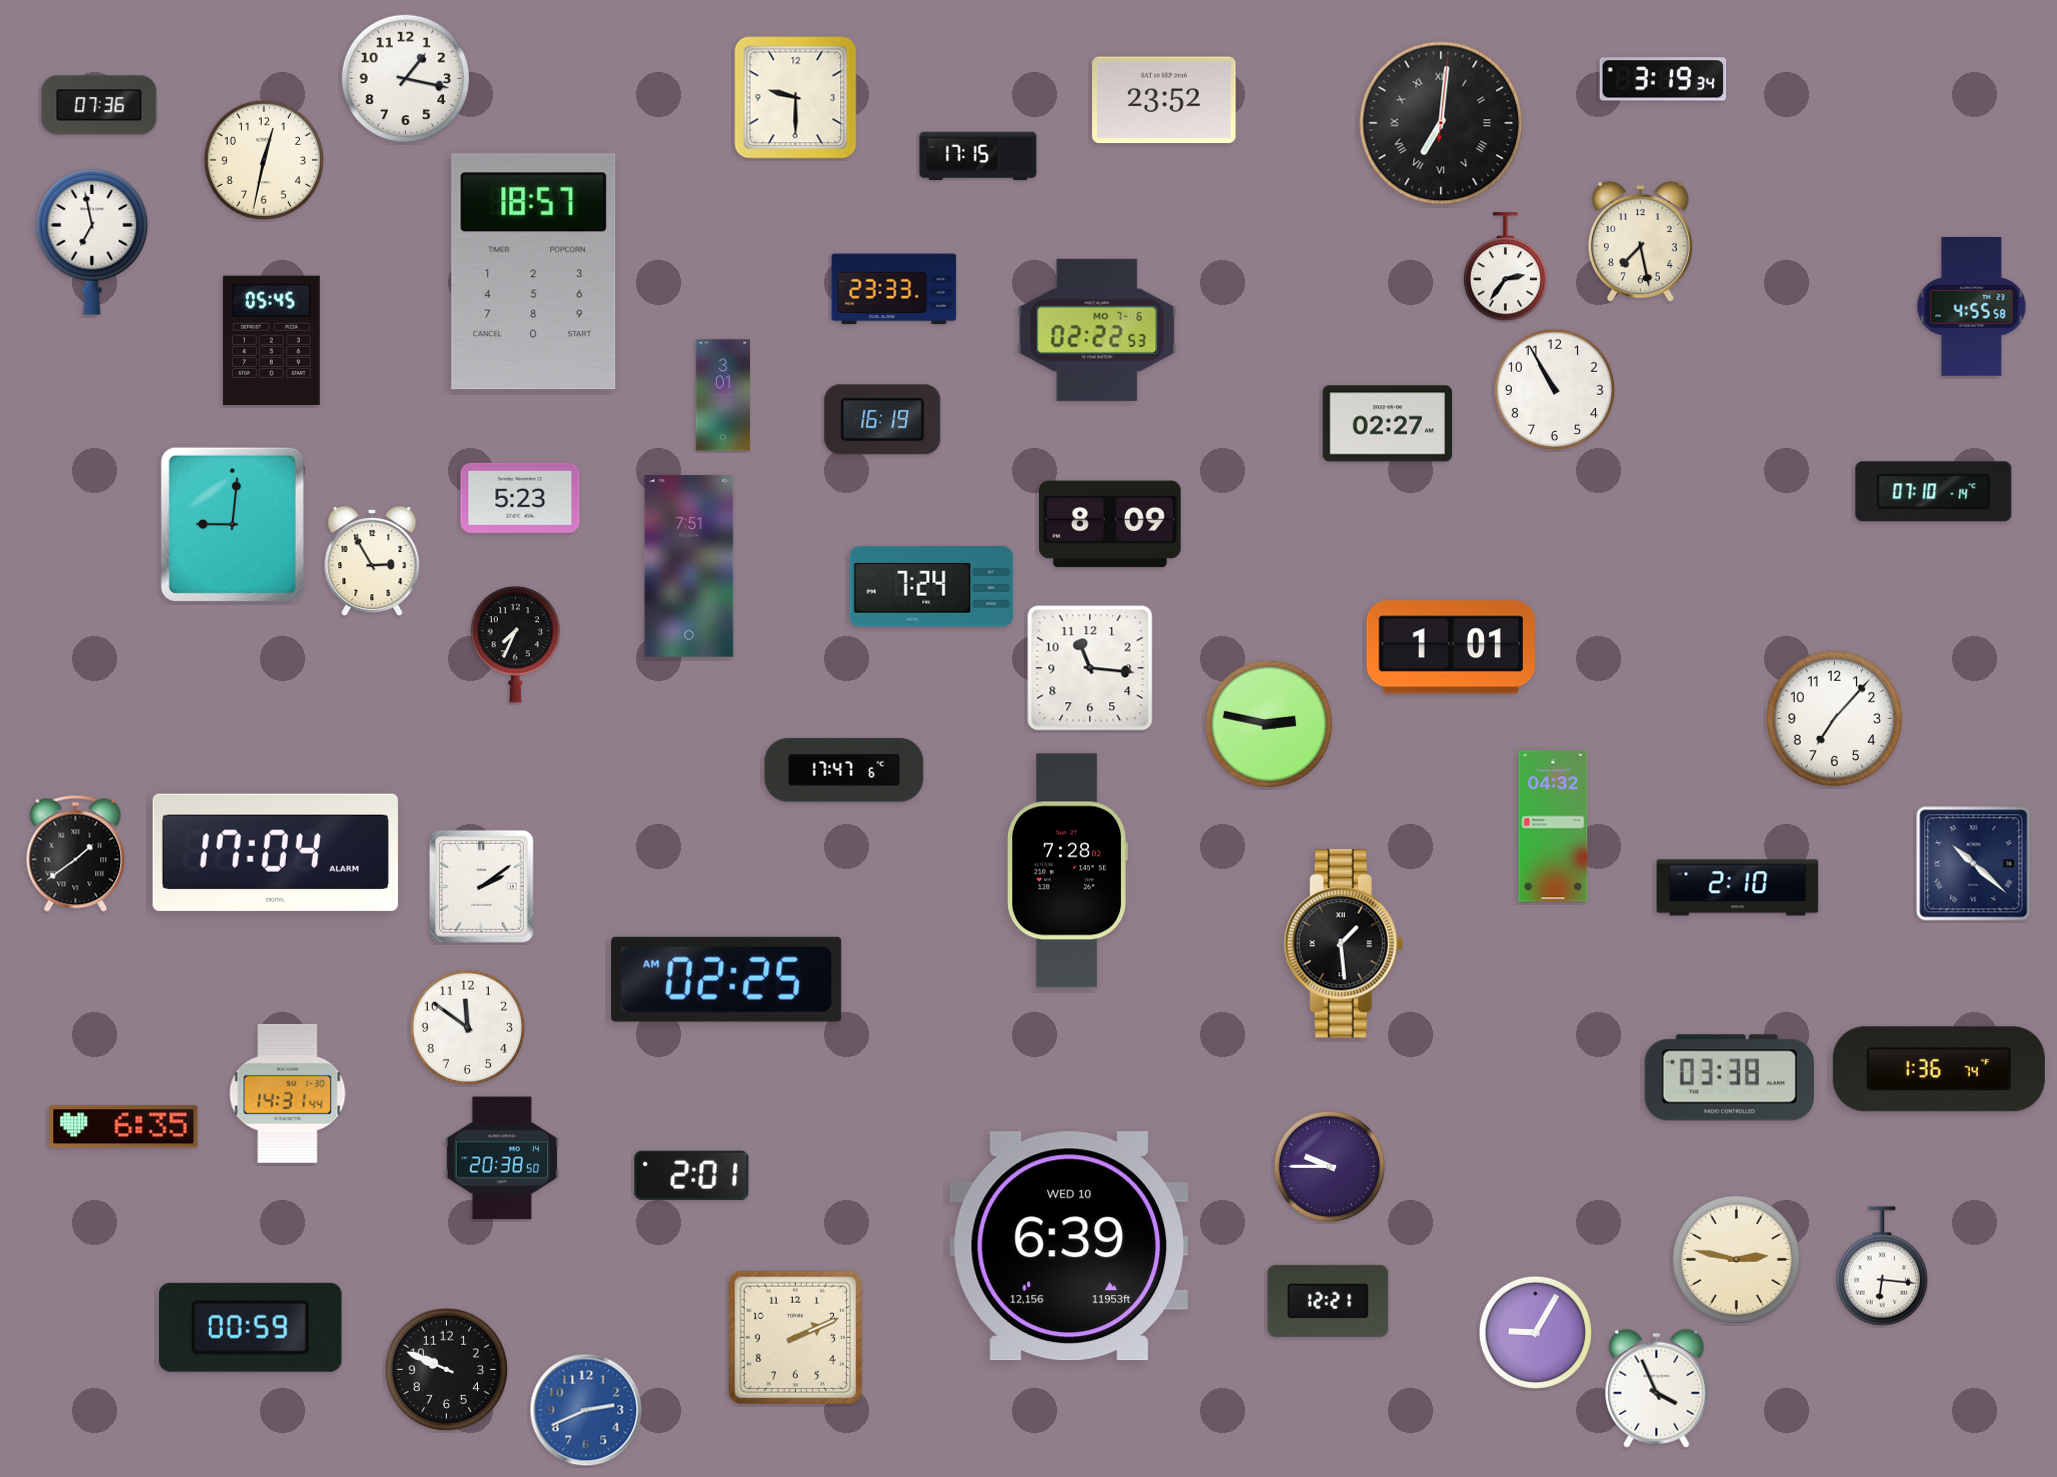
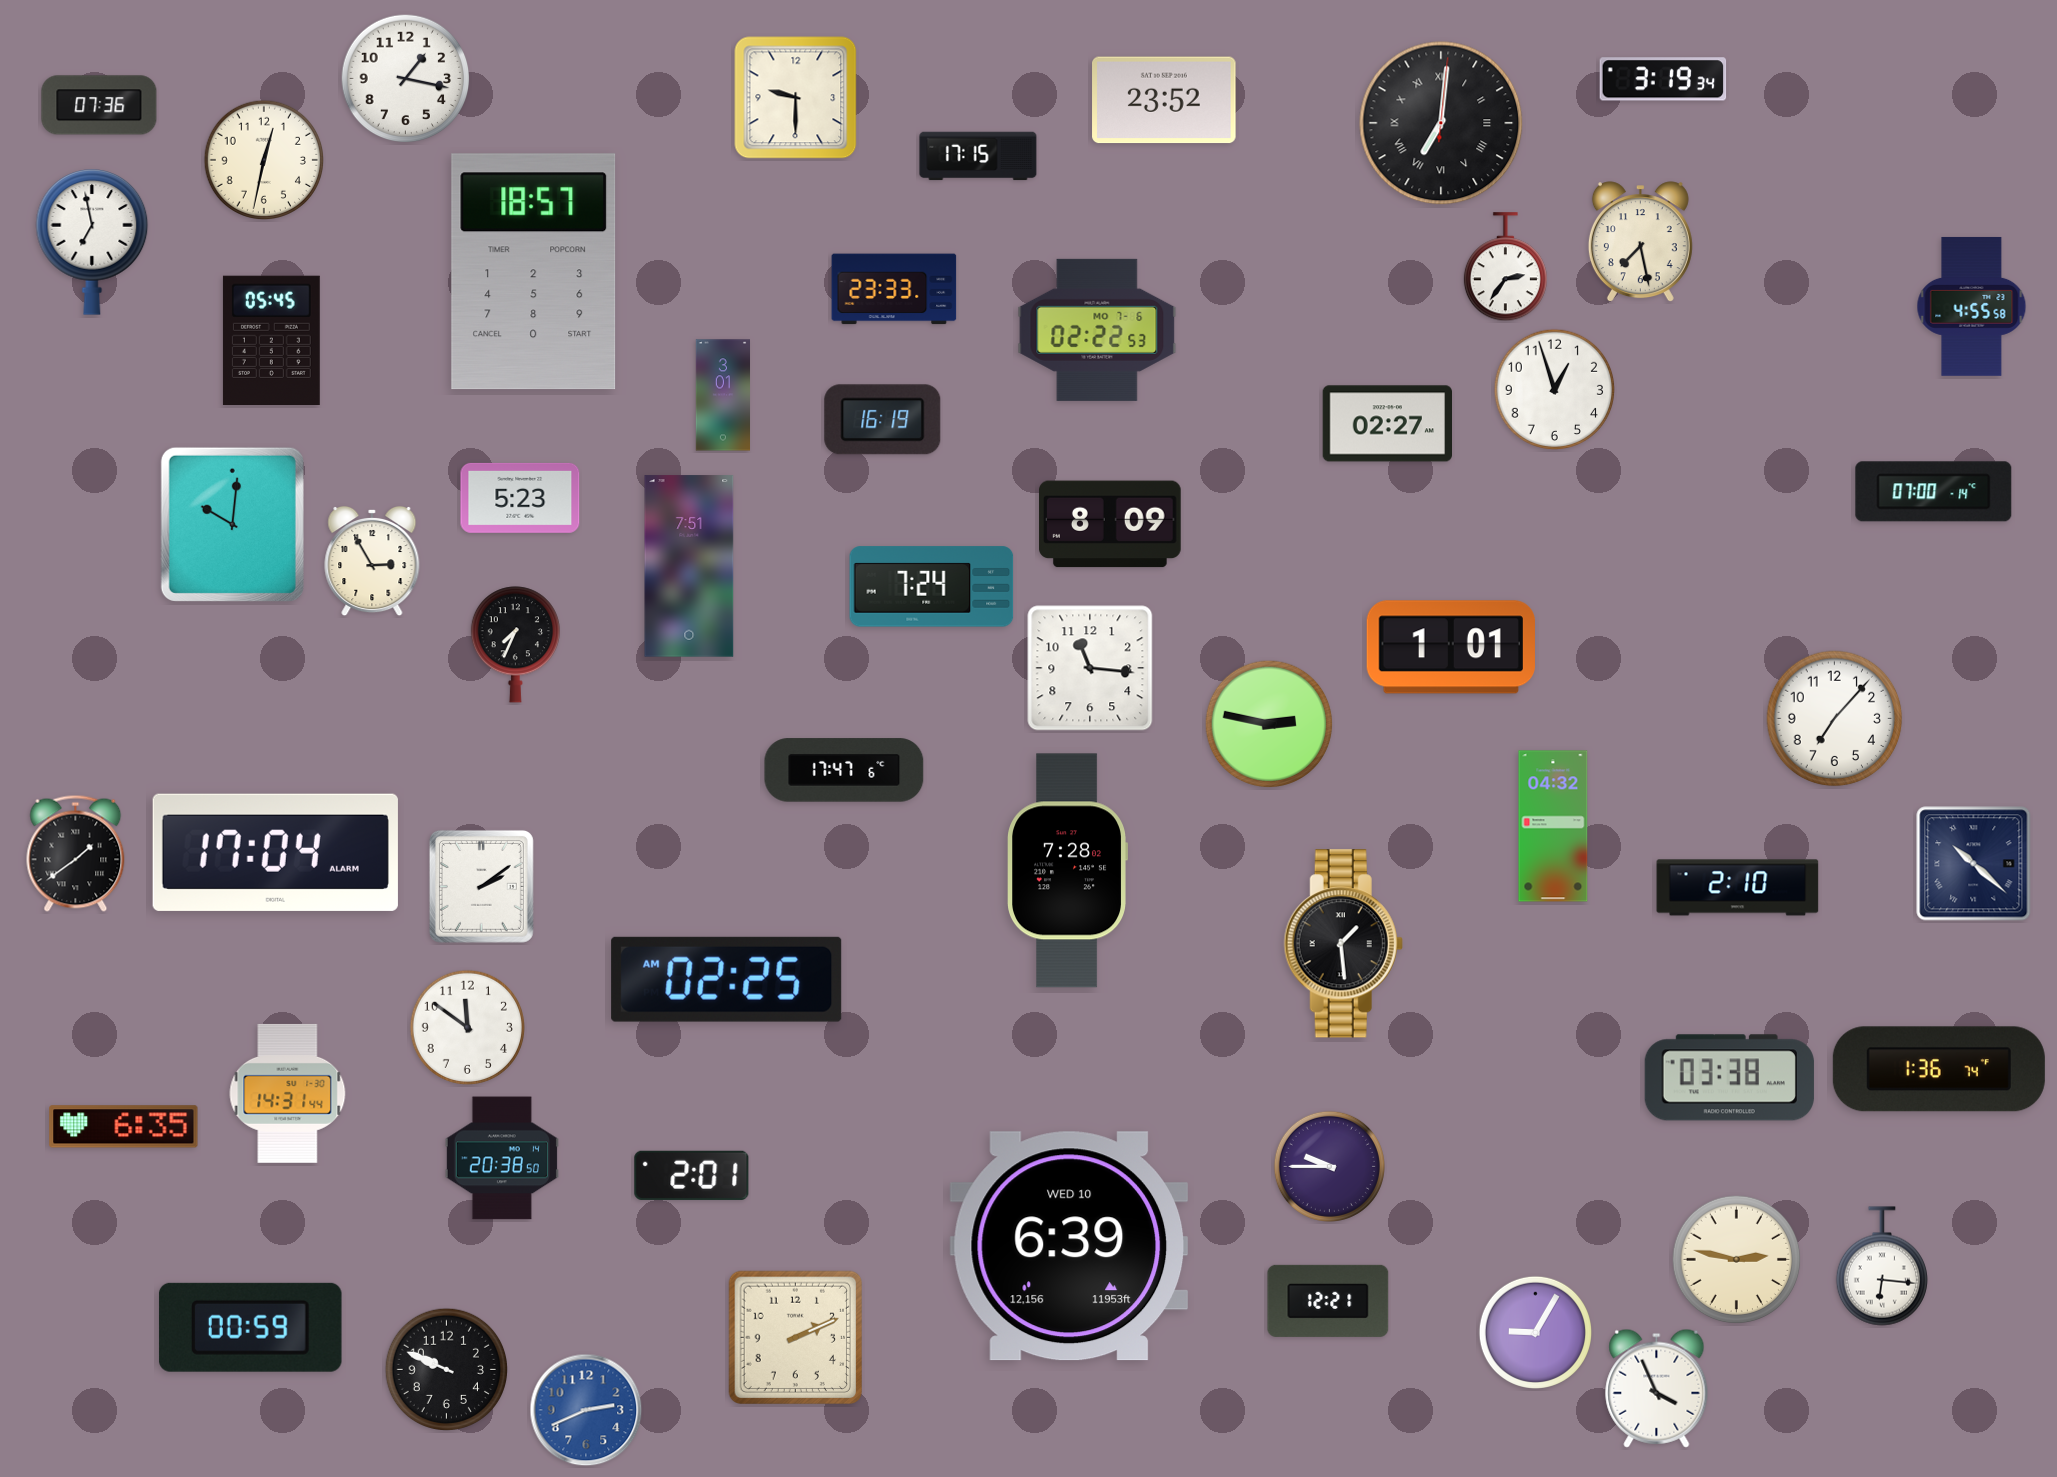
clock at (1554, 389): 10:55 -> 12:57
clock at (1934, 492): 07:10 -> 07:00
clock at (232, 524): 9:01 -> 10:01
